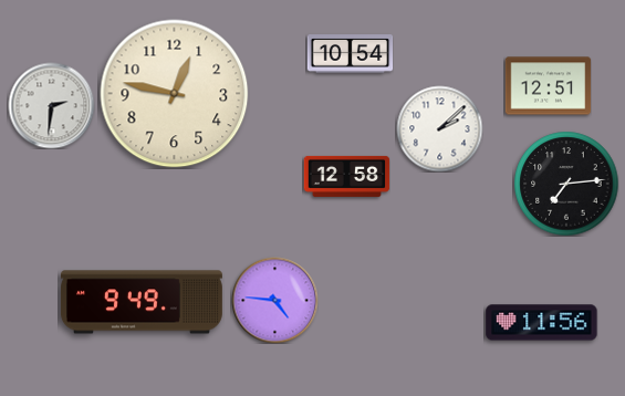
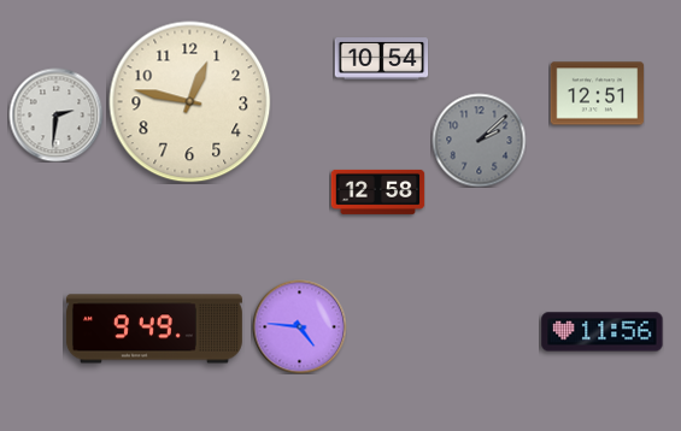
clock at (439, 128) dial: white -> grey
clock at (566, 184): 7:14 -> none
clock at (542, 323) position: (542, 323) -> (603, 332)
